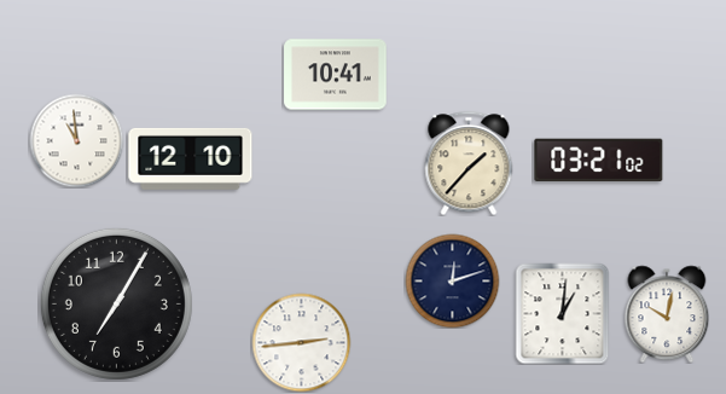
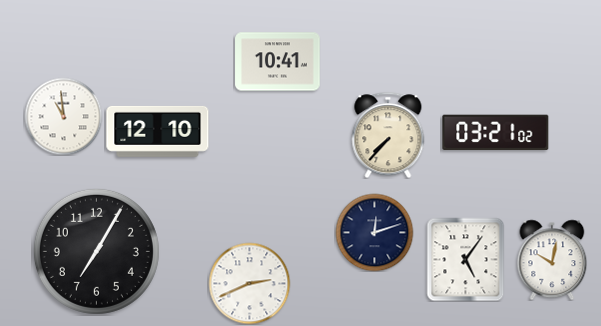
clock at (469, 163): 1:37 -> 7:37
clock at (563, 313): 1:01 -> 5:06
clock at (301, 342): 2:44 -> 2:41
